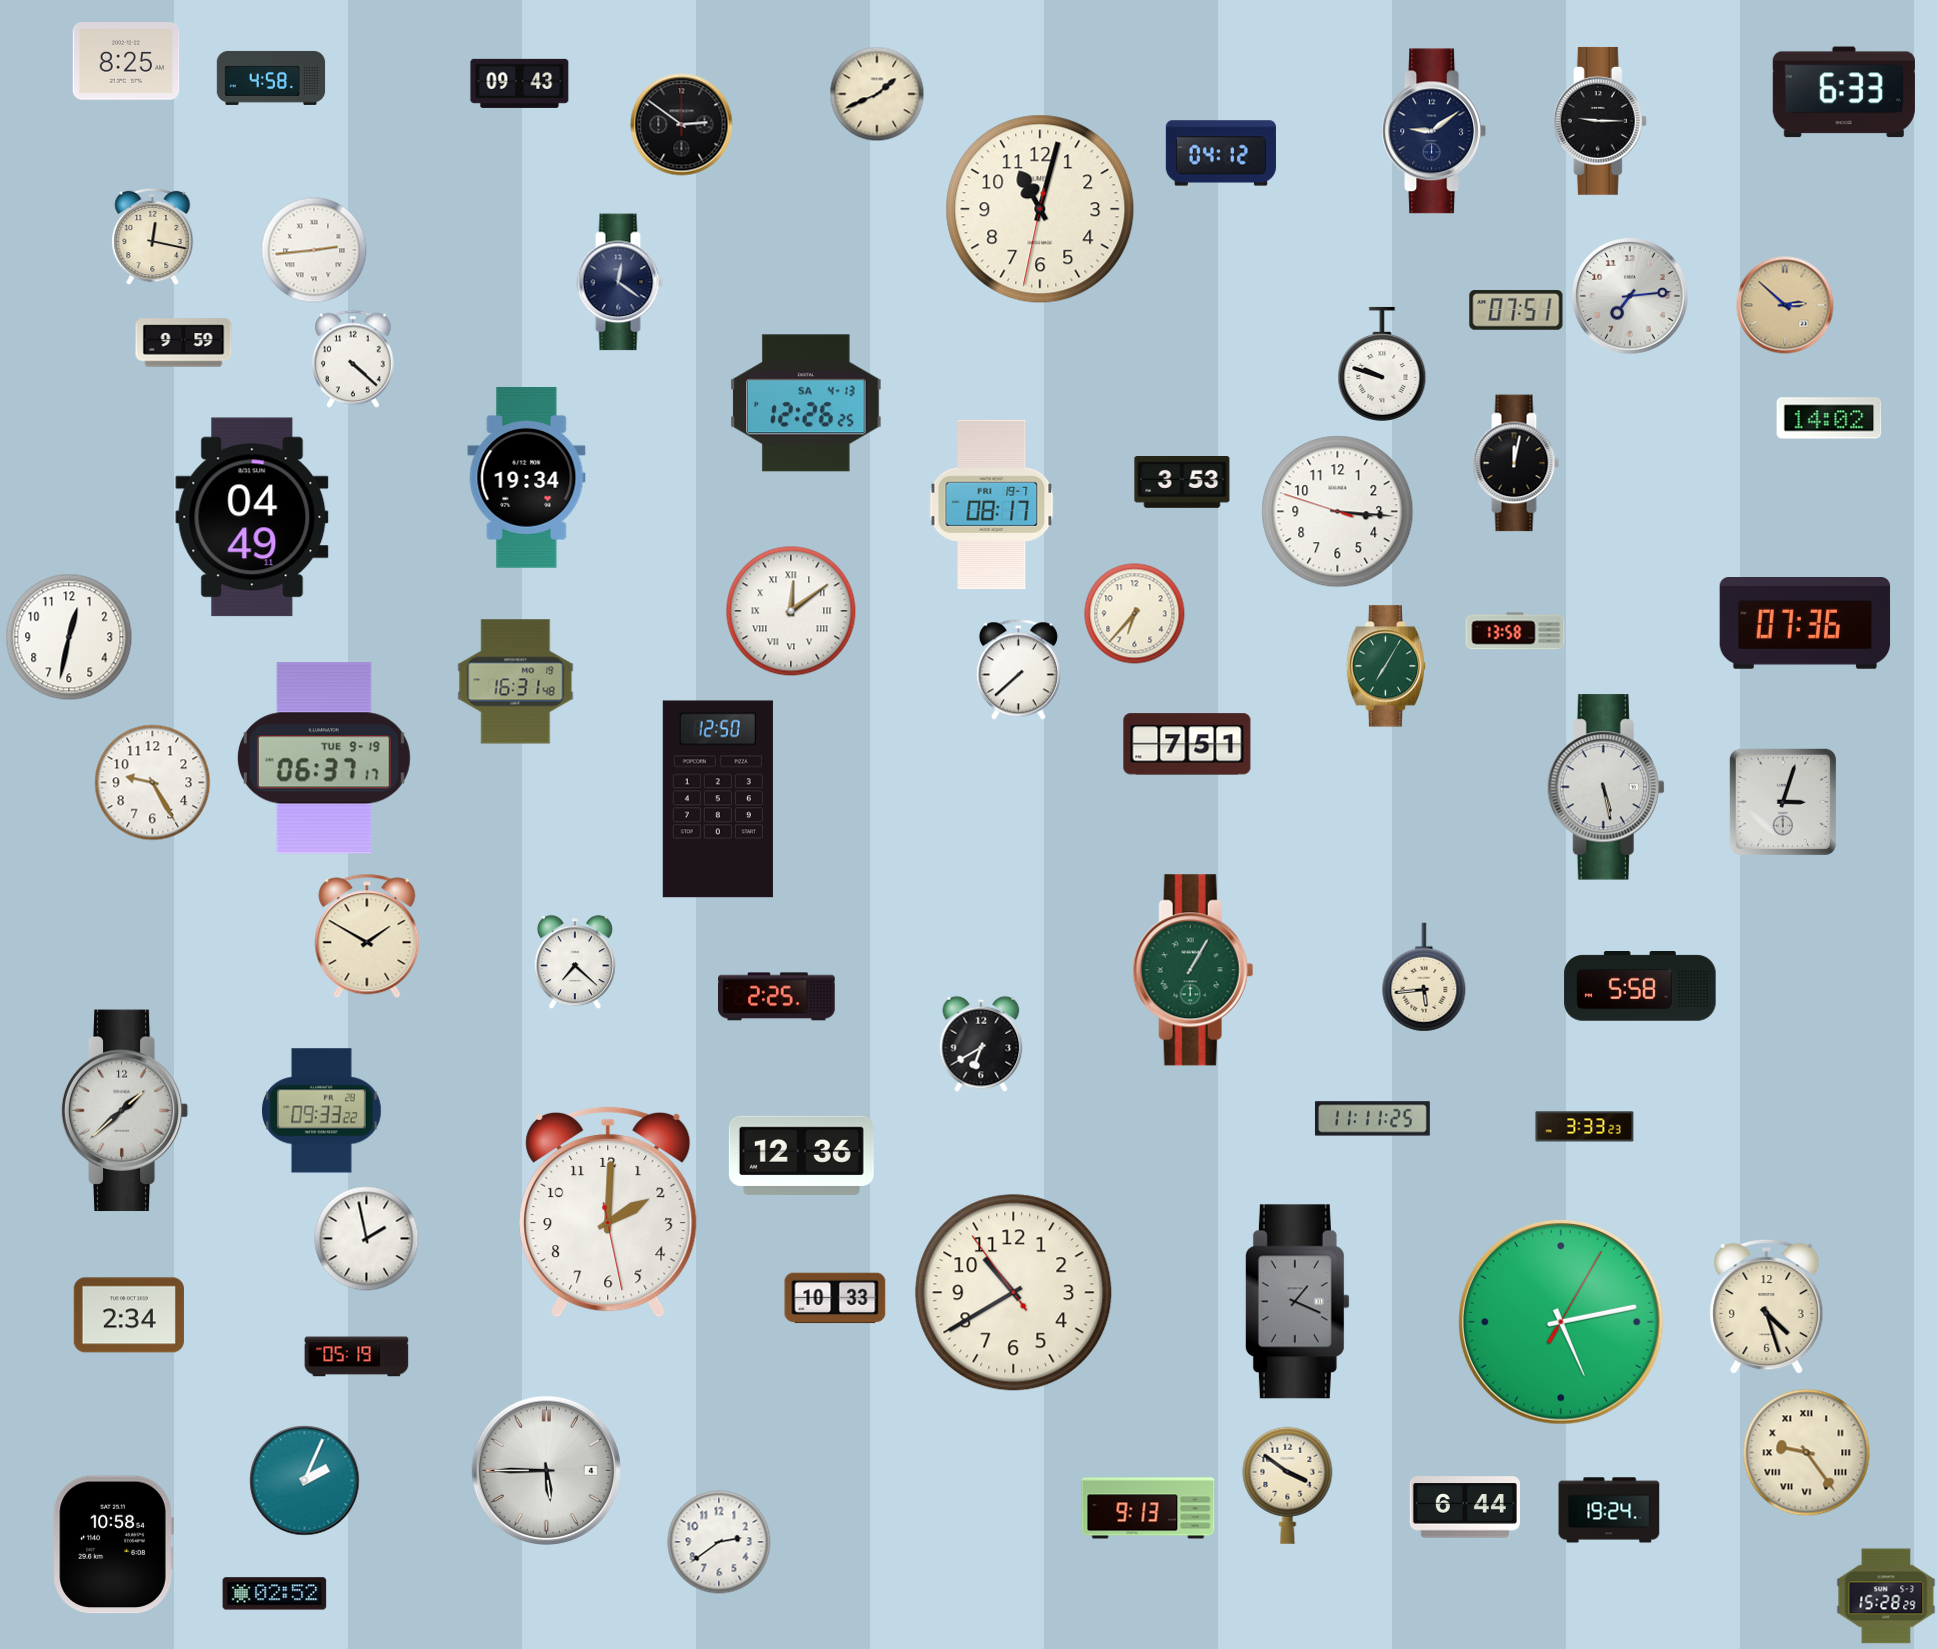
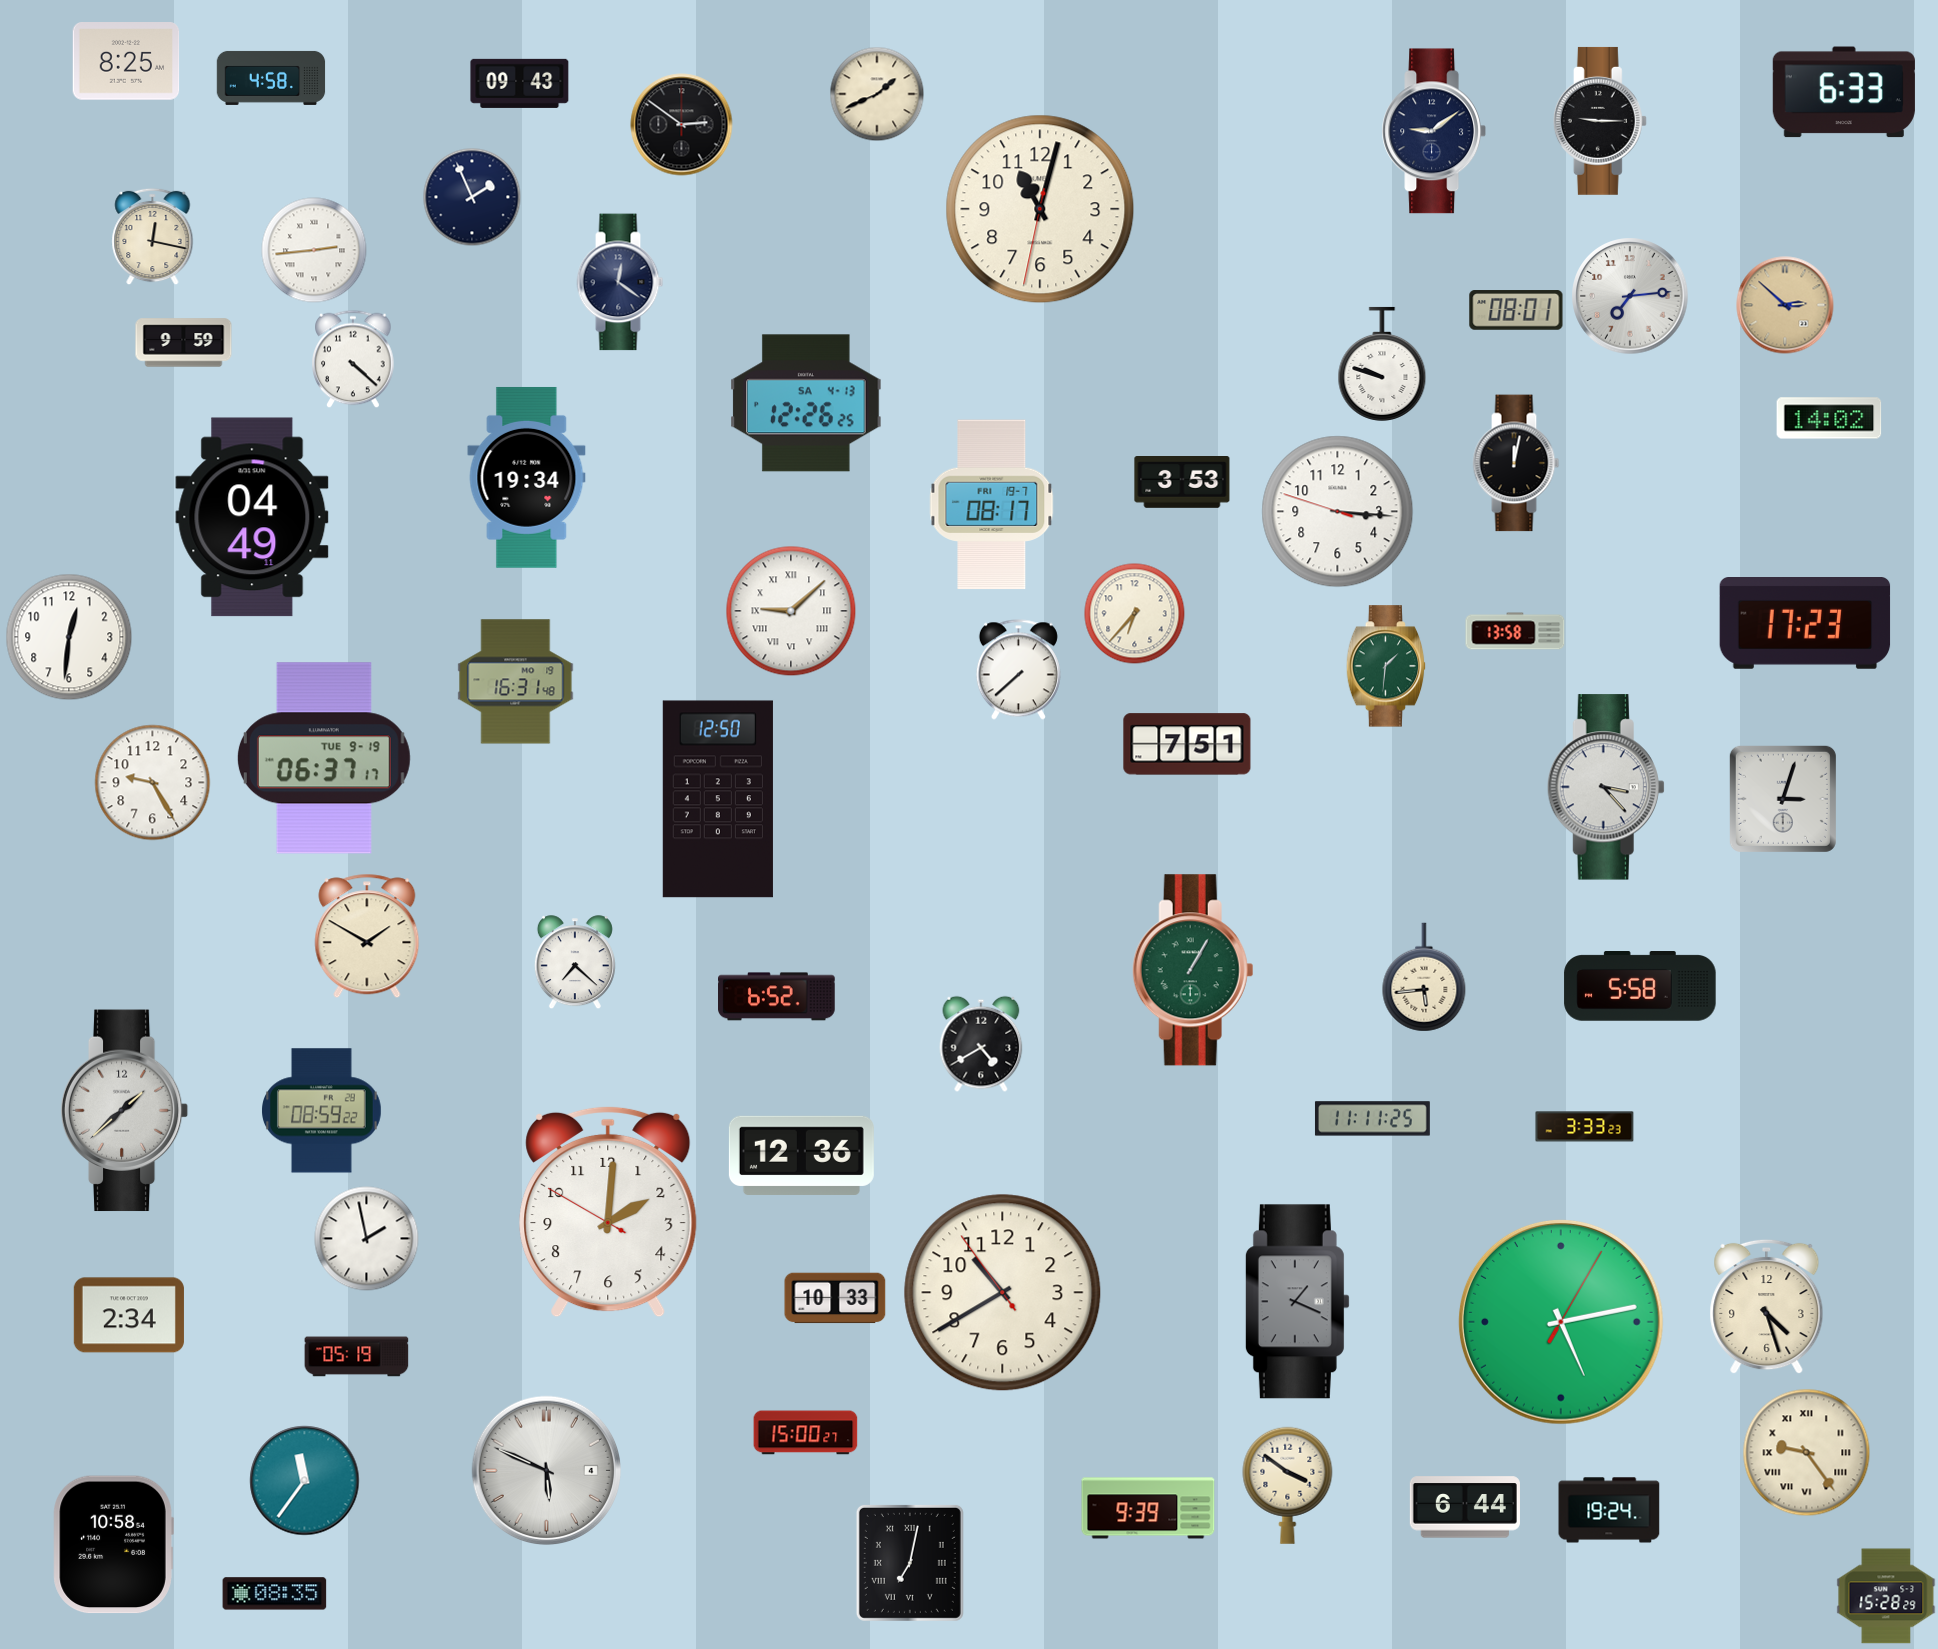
clock at (1221, 153): 04:12 -> none
clock at (472, 197): none -> 1:56
clock at (1516, 310): 07:51 -> 08:01
clock at (791, 611): 12:09 -> 9:08
clock at (1805, 624): 07:36 -> 17:23
clock at (69, 637): 12:32 -> 12:31
clock at (1386, 666): 7:05 -> 1:31
clock at (1606, 787): 5:28 -> 3:23
clock at (1783, 802) position: (1783, 802) -> (1783, 799)
clock at (777, 997): 2:25 -> 6:52
clock at (981, 1044): 6:40 -> 4:40
clock at (322, 1111): 09:33 -> 08:59
clock at (608, 1212): 2:00:28 -> 2:00:50
clock at (1014, 1293) position: (1014, 1293) -> (1003, 1293)
clock at (806, 1433): none -> 15:00
clock at (546, 1470): 5:45 -> 5:49
clock at (305, 1481): 2:04 -> 11:36
clock at (1148, 1508): 9:13 -> 9:39
clock at (719, 1542): 2:39 -> none
clock at (910, 1563): none -> 7:02
clock at (275, 1594): 02:52 -> 08:35
